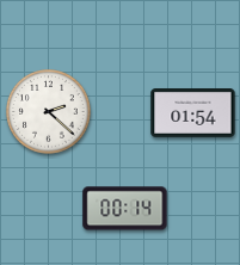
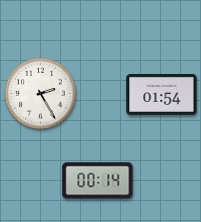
clock at (49, 112): 2:22 -> 2:25
clock at (125, 209) position: (125, 209) -> (98, 181)
